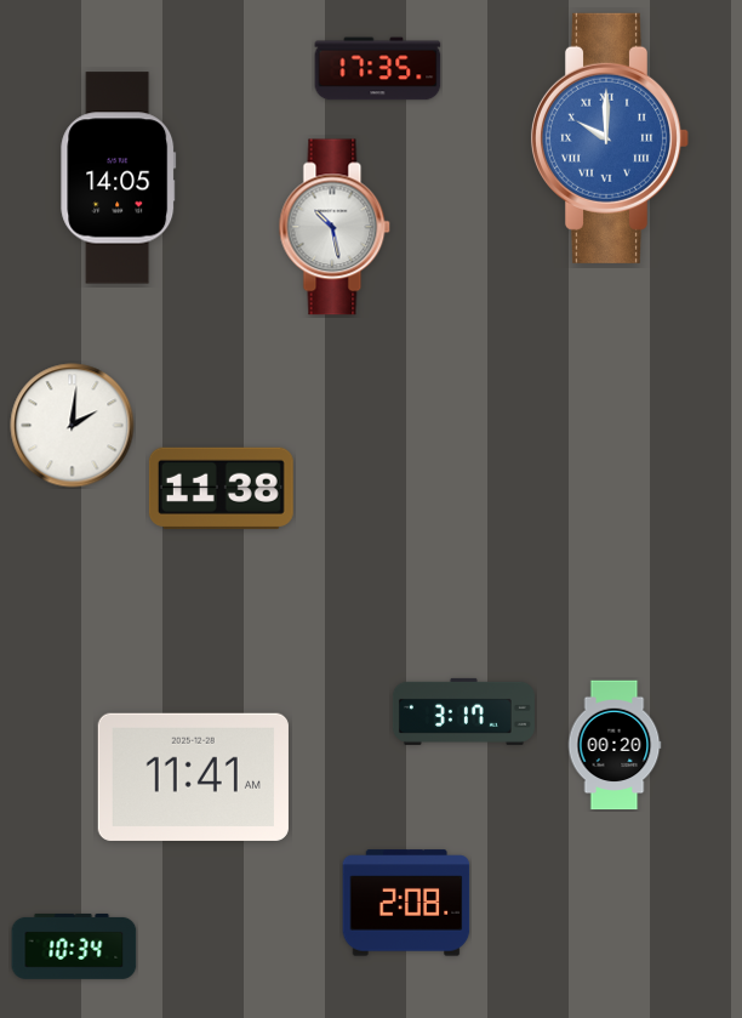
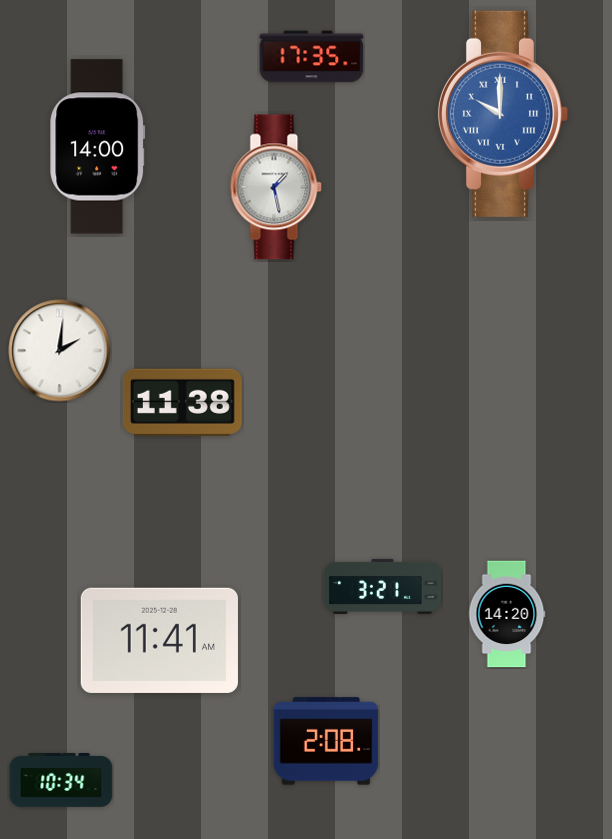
clock at (119, 178): 14:05 -> 14:00
clock at (335, 227): 10:28 -> 1:28
clock at (463, 711): 3:17 -> 3:21
clock at (615, 745): 00:20 -> 14:20
clock at (406, 903) position: (406, 903) -> (326, 741)
